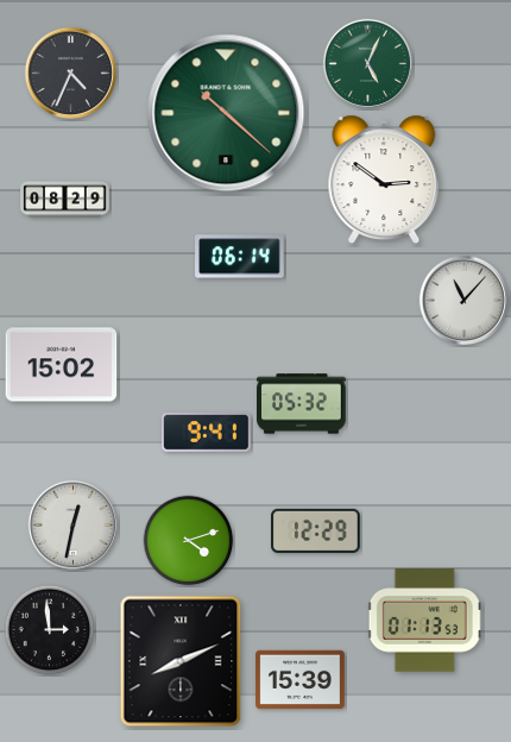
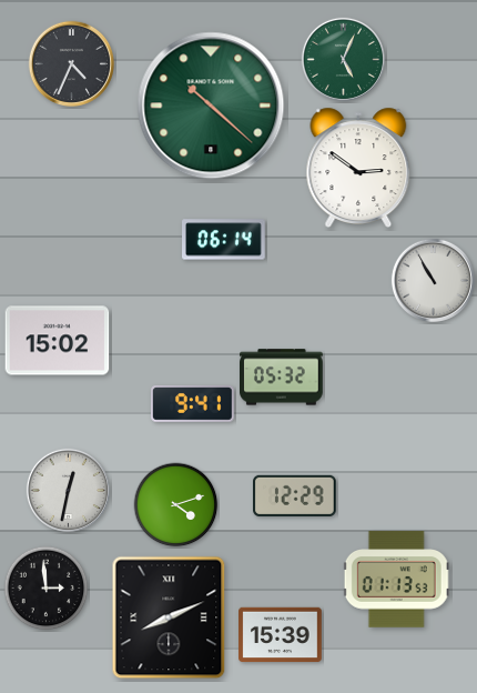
clock at (70, 73) position: (70, 73) -> (71, 63)
clock at (65, 200): 08:29 -> none
clock at (463, 300): 11:07 -> 10:55
